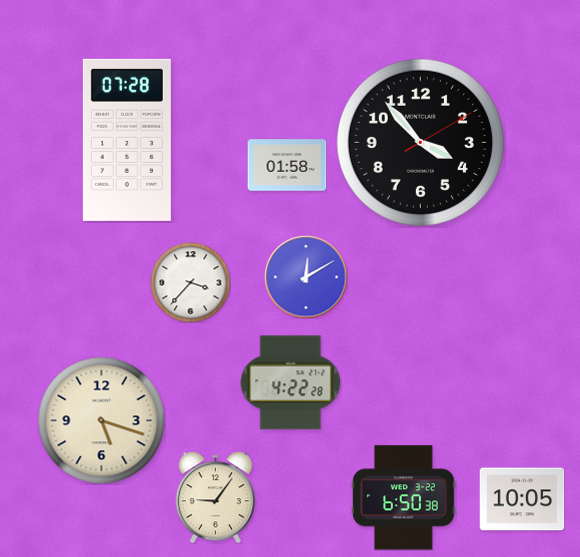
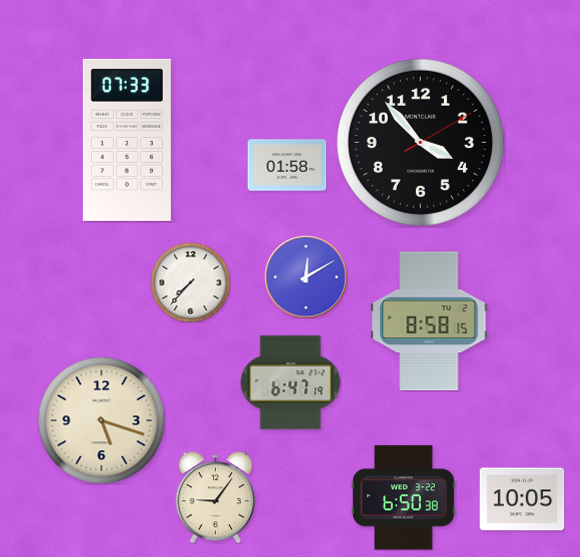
clock at (127, 140): 07:28 -> 07:33
clock at (190, 282): 3:37 -> 7:37
clock at (429, 321): none -> 8:58
clock at (290, 383): 4:22 -> 6:47
